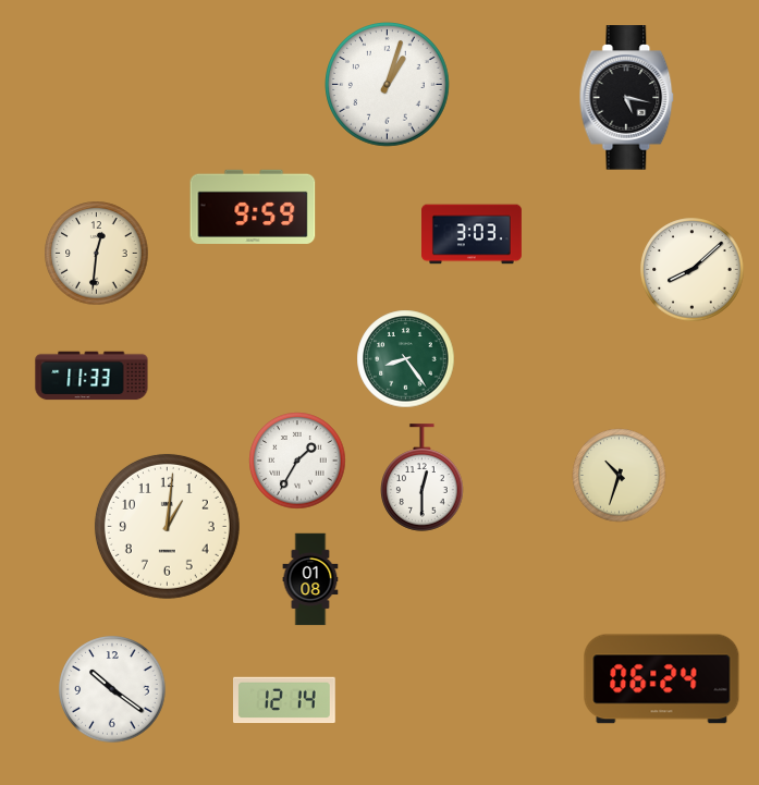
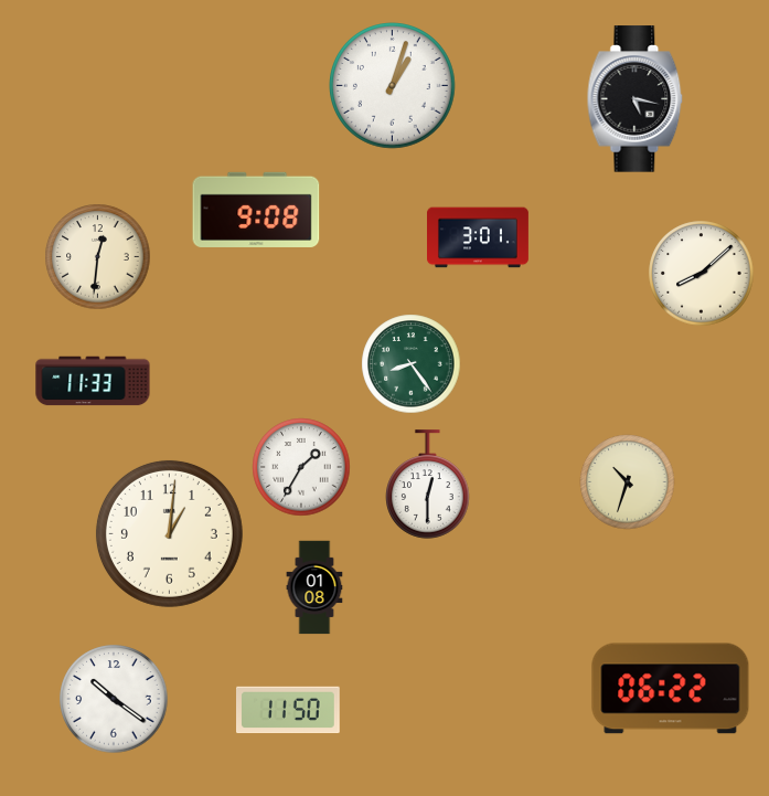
clock at (253, 207): 9:59 -> 9:08
clock at (473, 234): 3:03 -> 3:01
clock at (662, 679): 06:24 -> 06:22
clock at (285, 700): 12:14 -> 11:50
